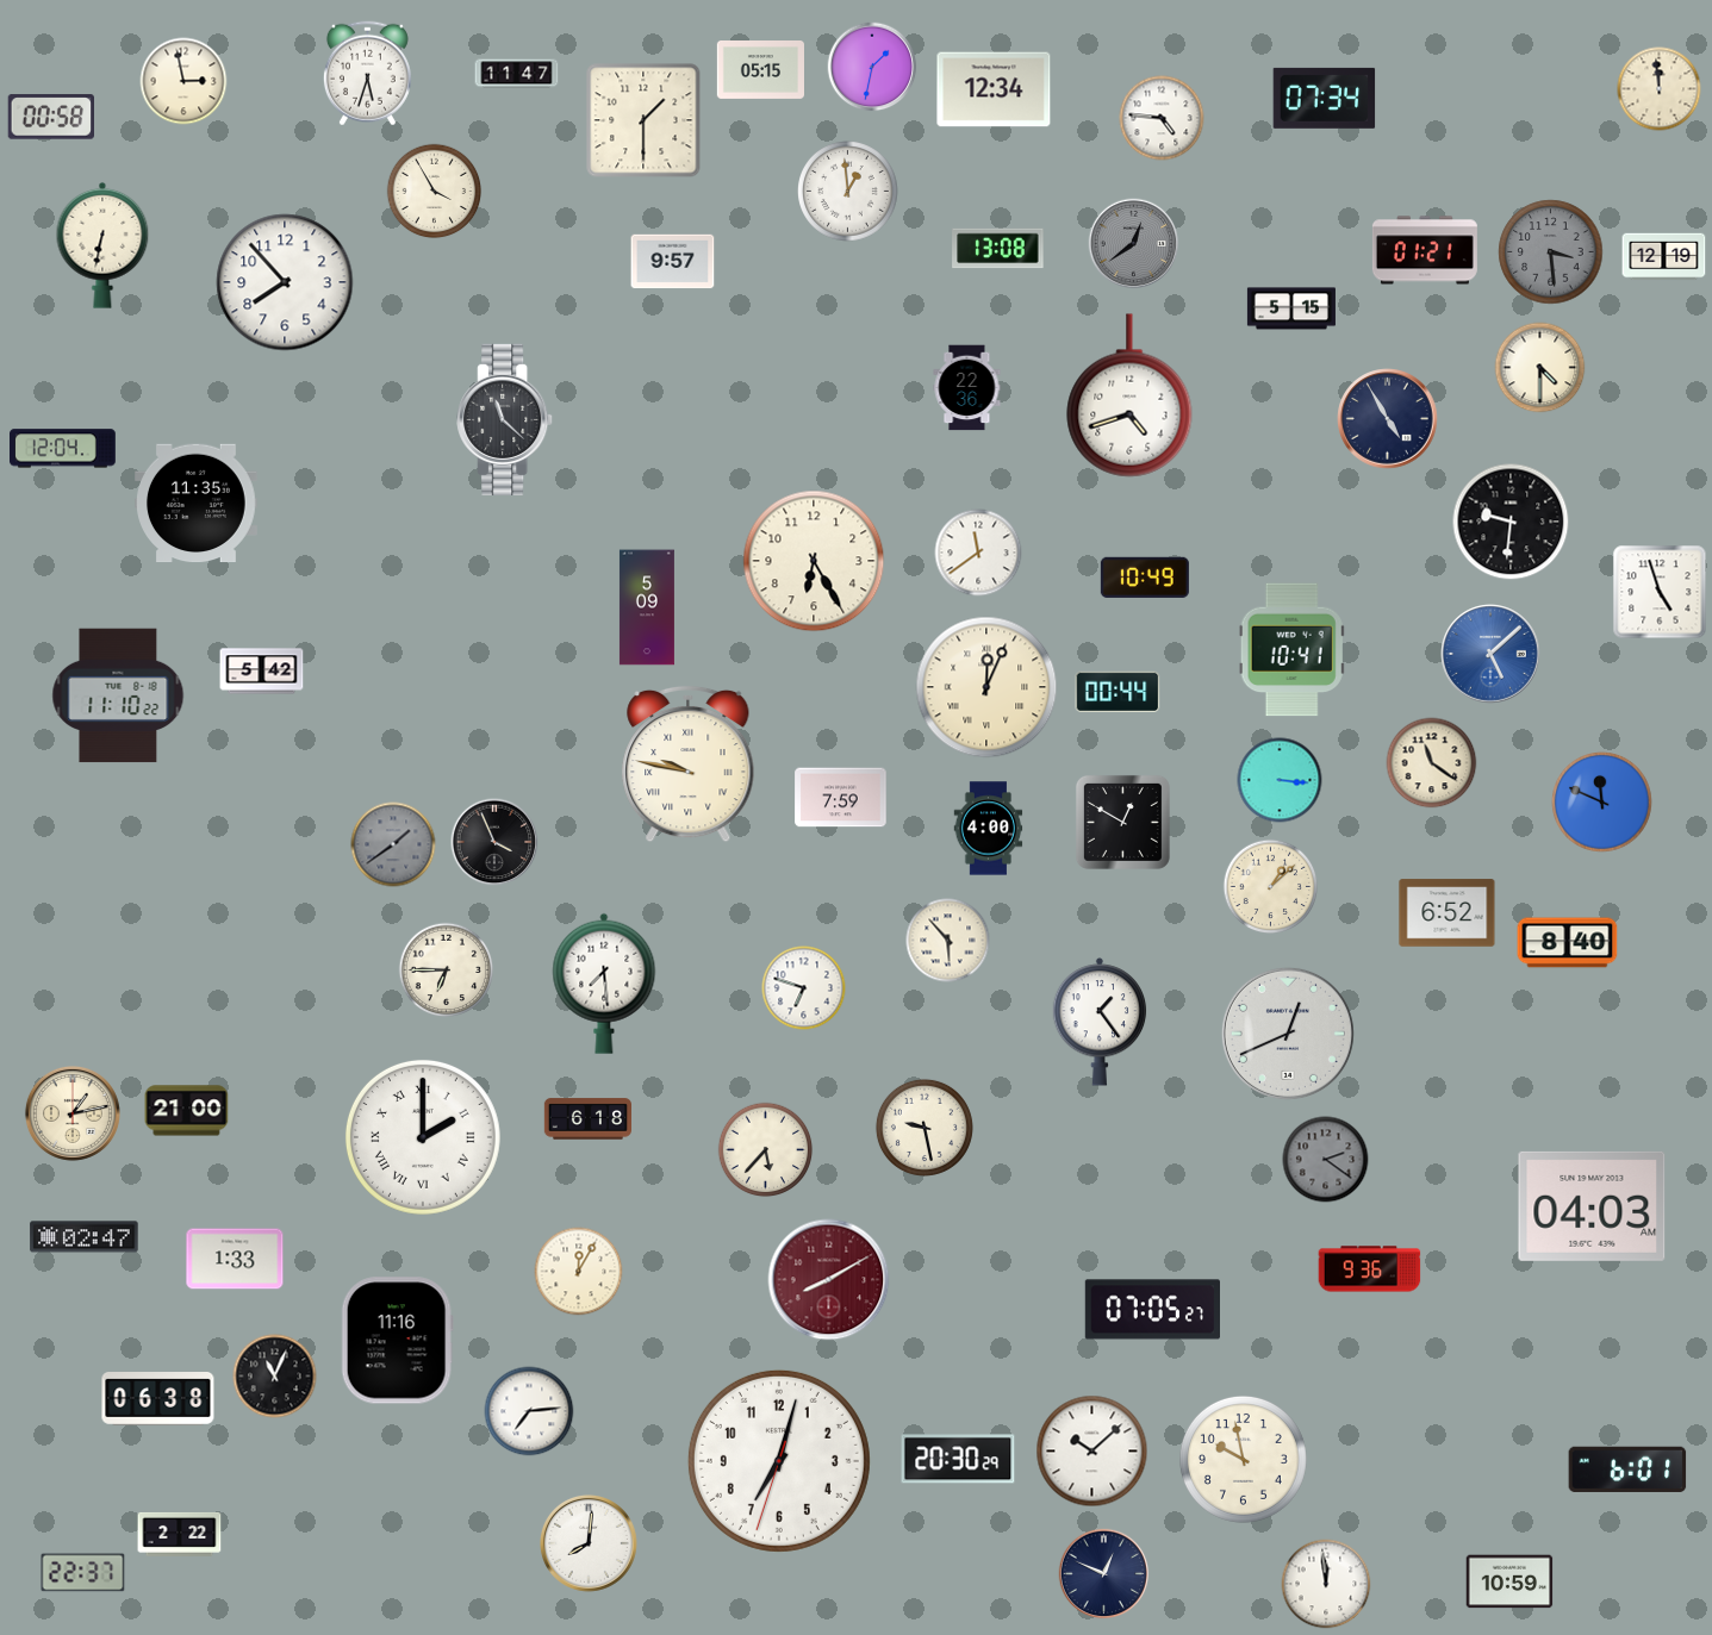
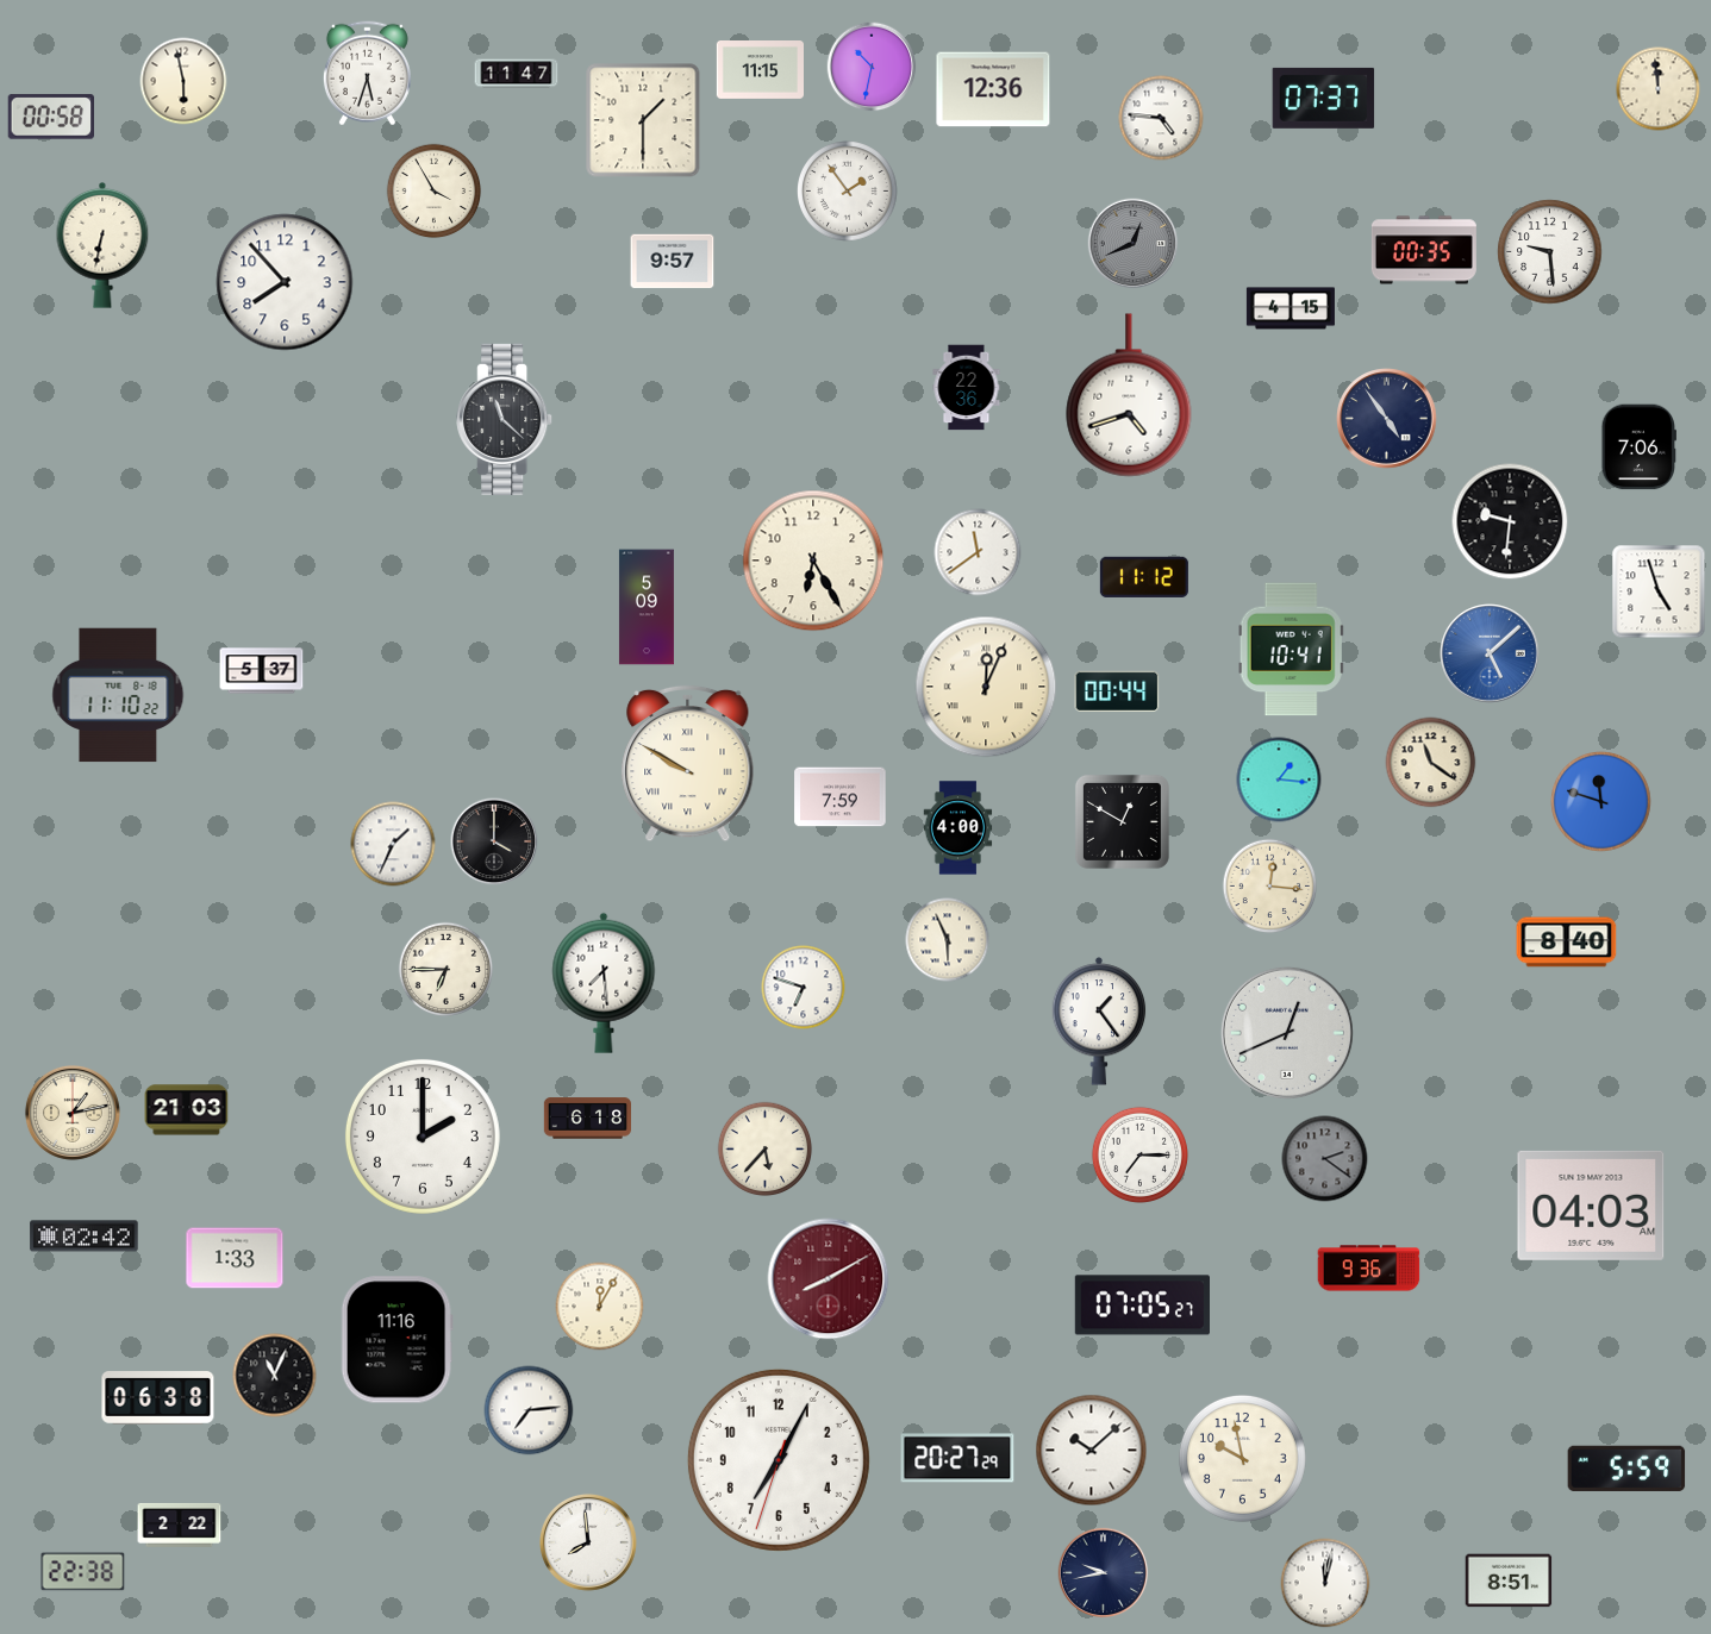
clock at (872, 67): 1:32 -> 10:32
clock at (760, 70): 05:15 -> 11:15
clock at (183, 81): 2:58 -> 5:58
clock at (994, 89): 12:34 -> 12:36
clock at (1325, 98): 07:34 -> 07:37
clock at (848, 192): 12:59 -> 1:54
clock at (1134, 244): 12:39 -> 12:41
clock at (998, 249): 13:08 -> none
clock at (1425, 250): 01:21 -> 00:35
clock at (1551, 252): 3:29 -> 9:29
clock at (1551, 252) dial: grey -> white
clock at (1664, 257): 12:19 -> none
clock at (1291, 308): 5:15 -> 4:15
clock at (1540, 368): 4:30 -> none
clock at (1388, 419): 4:55 -> 4:54
clock at (1638, 447): none -> 7:06
clock at (63, 449): 12:04 -> none
clock at (197, 504): 11:35 -> none
clock at (1145, 578): 10:49 -> 11:12
clock at (262, 672): 5:42 -> 5:37
clock at (689, 765): 9:47 -> 9:50
clock at (1280, 780): 3:16 -> 1:16
clock at (1602, 803): 11:49 -> 11:48
clock at (989, 829) position: (989, 829) -> (958, 828)
clock at (494, 842): 3:56 -> 4:00
clock at (393, 844): 1:39 -> 1:34
clock at (393, 844) dial: grey -> white
clock at (1271, 887): 1:08 -> 12:16
clock at (1448, 913): 6:52 -> none
clock at (948, 941): 5:53 -> 5:56
clock at (187, 1111): 21:00 -> 21:03
clock at (925, 1128): 9:28 -> none
clock at (423, 1137) numerals: Roman -> Arabic
clock at (1139, 1154): none -> 7:15
clock at (85, 1237): 02:47 -> 02:42
clock at (579, 1272) position: (579, 1272) -> (600, 1307)
clock at (1152, 1310) position: (1152, 1310) -> (1142, 1306)
clock at (958, 1459): 20:30 -> 20:27
clock at (779, 1461): 7:02 -> 7:04
clock at (1627, 1469): 6:01 -> 5:59
clock at (180, 1534) position: (180, 1534) -> (180, 1525)
clock at (589, 1543): 8:01 -> 7:59
clock at (83, 1573): 22:37 -> 22:38
clock at (1104, 1574): 12:49 -> 9:43
clock at (1509, 1581): 10:59 -> 8:51
clock at (1326, 1584): 11:59 -> 12:02
